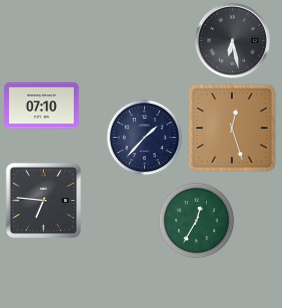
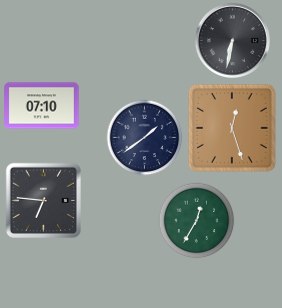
clock at (232, 40): 6:28 -> 6:32
clock at (145, 138): 1:37 -> 1:39
